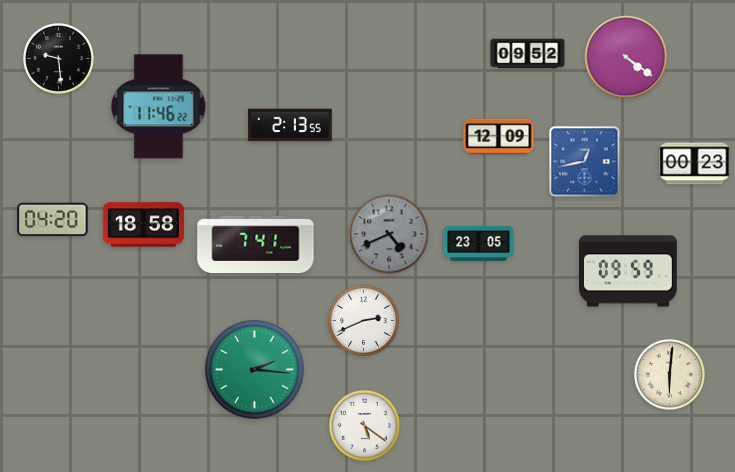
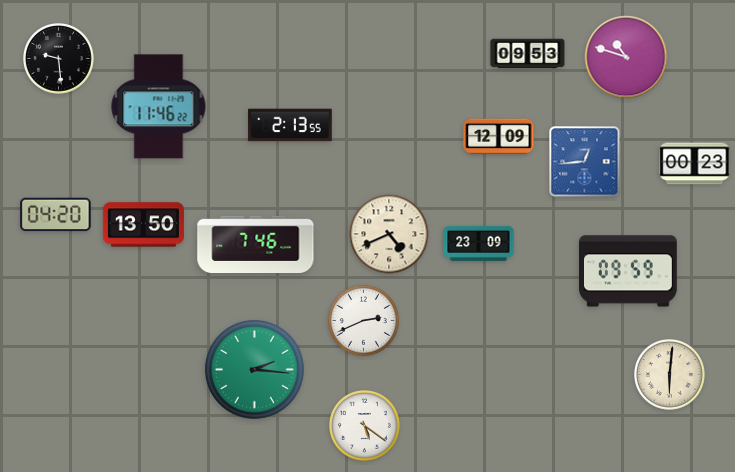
clock at (528, 54): 09:52 -> 09:53
clock at (626, 57): 4:21 -> 10:48
clock at (585, 162): 12:43 -> 12:44
clock at (53, 220) position: (53, 220) -> (56, 215)
clock at (143, 225): 18:58 -> 13:50
clock at (389, 234) dial: grey -> cream
clock at (479, 243): 23:05 -> 23:09
clock at (256, 244): 7:41 -> 7:46
